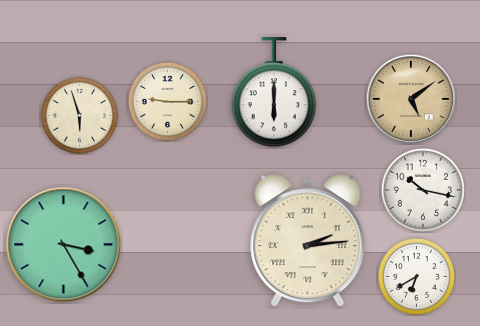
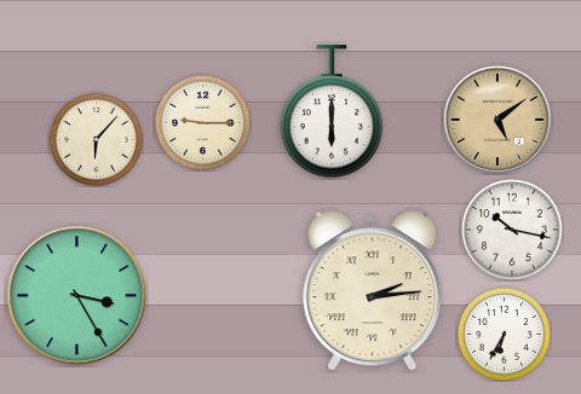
clock at (79, 115): 5:57 -> 6:07
clock at (416, 276): 6:40 -> 6:35
